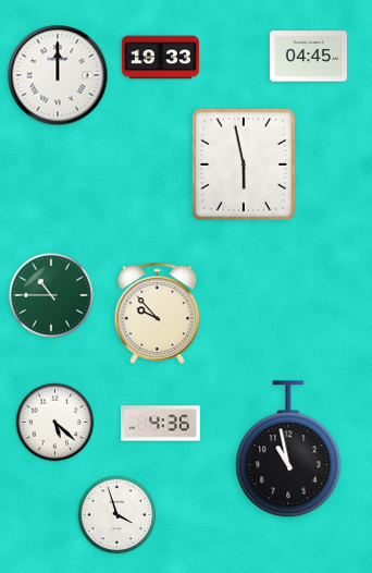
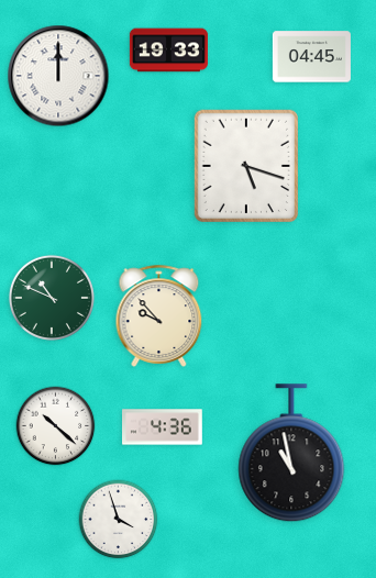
clock at (160, 58) position: (160, 58) -> (168, 51)
clock at (244, 163): 5:58 -> 5:18
clock at (51, 295): 10:45 -> 10:49
clock at (55, 423): 5:22 -> 10:22
